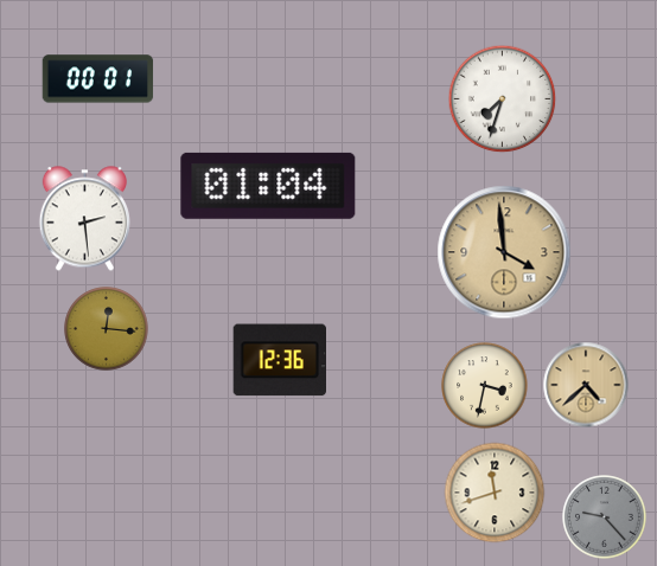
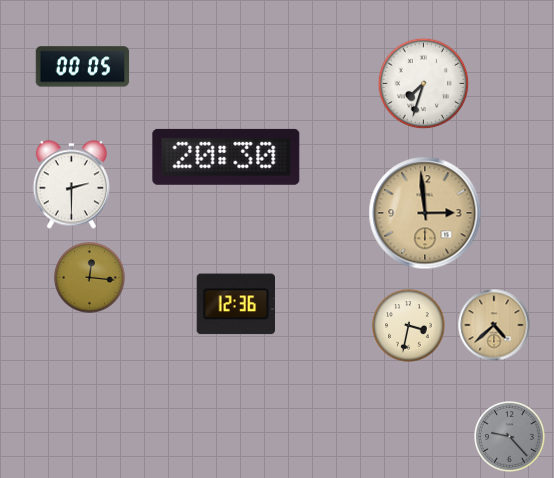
clock at (98, 79): 00:01 -> 00:05
clock at (268, 186): 01:04 -> 20:30
clock at (84, 219): 2:29 -> 2:30
clock at (504, 252): 3:59 -> 2:59
clock at (495, 493): 11:42 -> none
